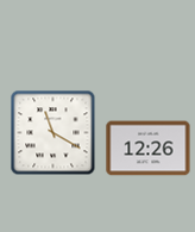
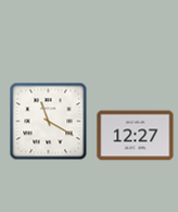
clock at (149, 149): 12:26 -> 12:27
